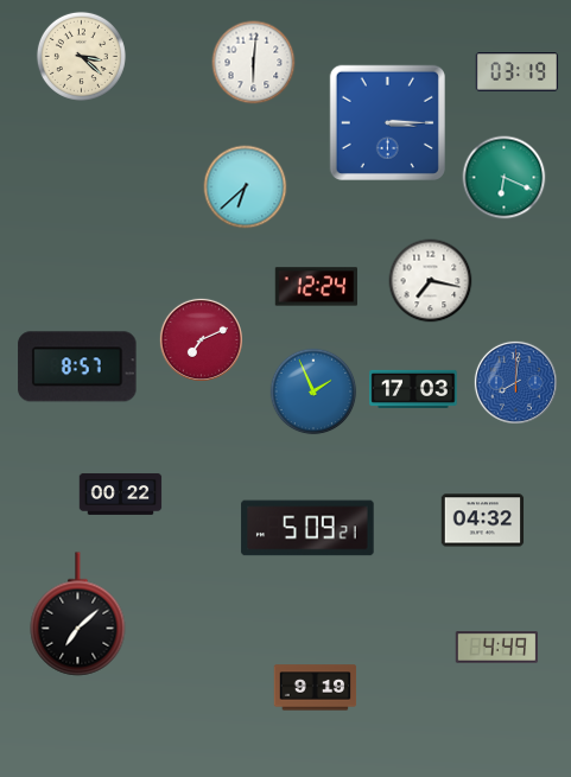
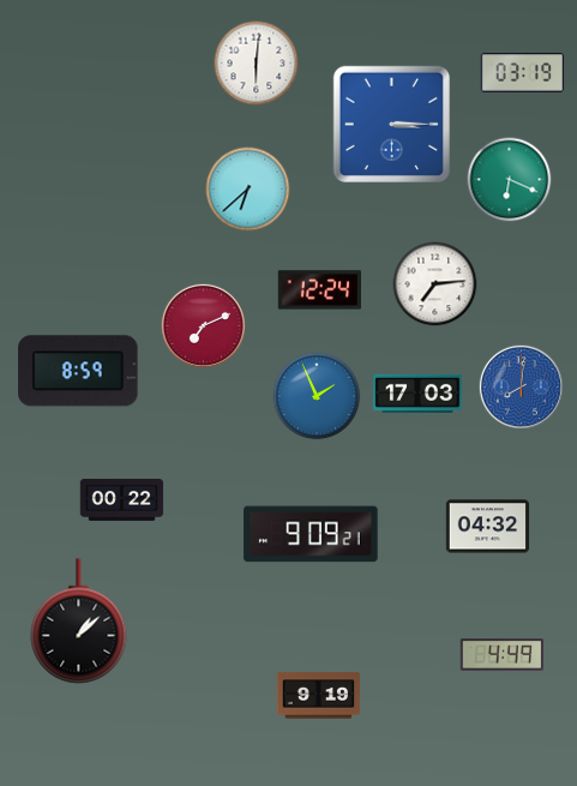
clock at (81, 56): 3:22 -> none
clock at (431, 281): 7:17 -> 7:14
clock at (201, 339) position: (201, 339) -> (203, 325)
clock at (77, 367): 8:57 -> 8:59
clock at (307, 528): 5:09 -> 9:09
clock at (78, 614): 7:08 -> 1:08
